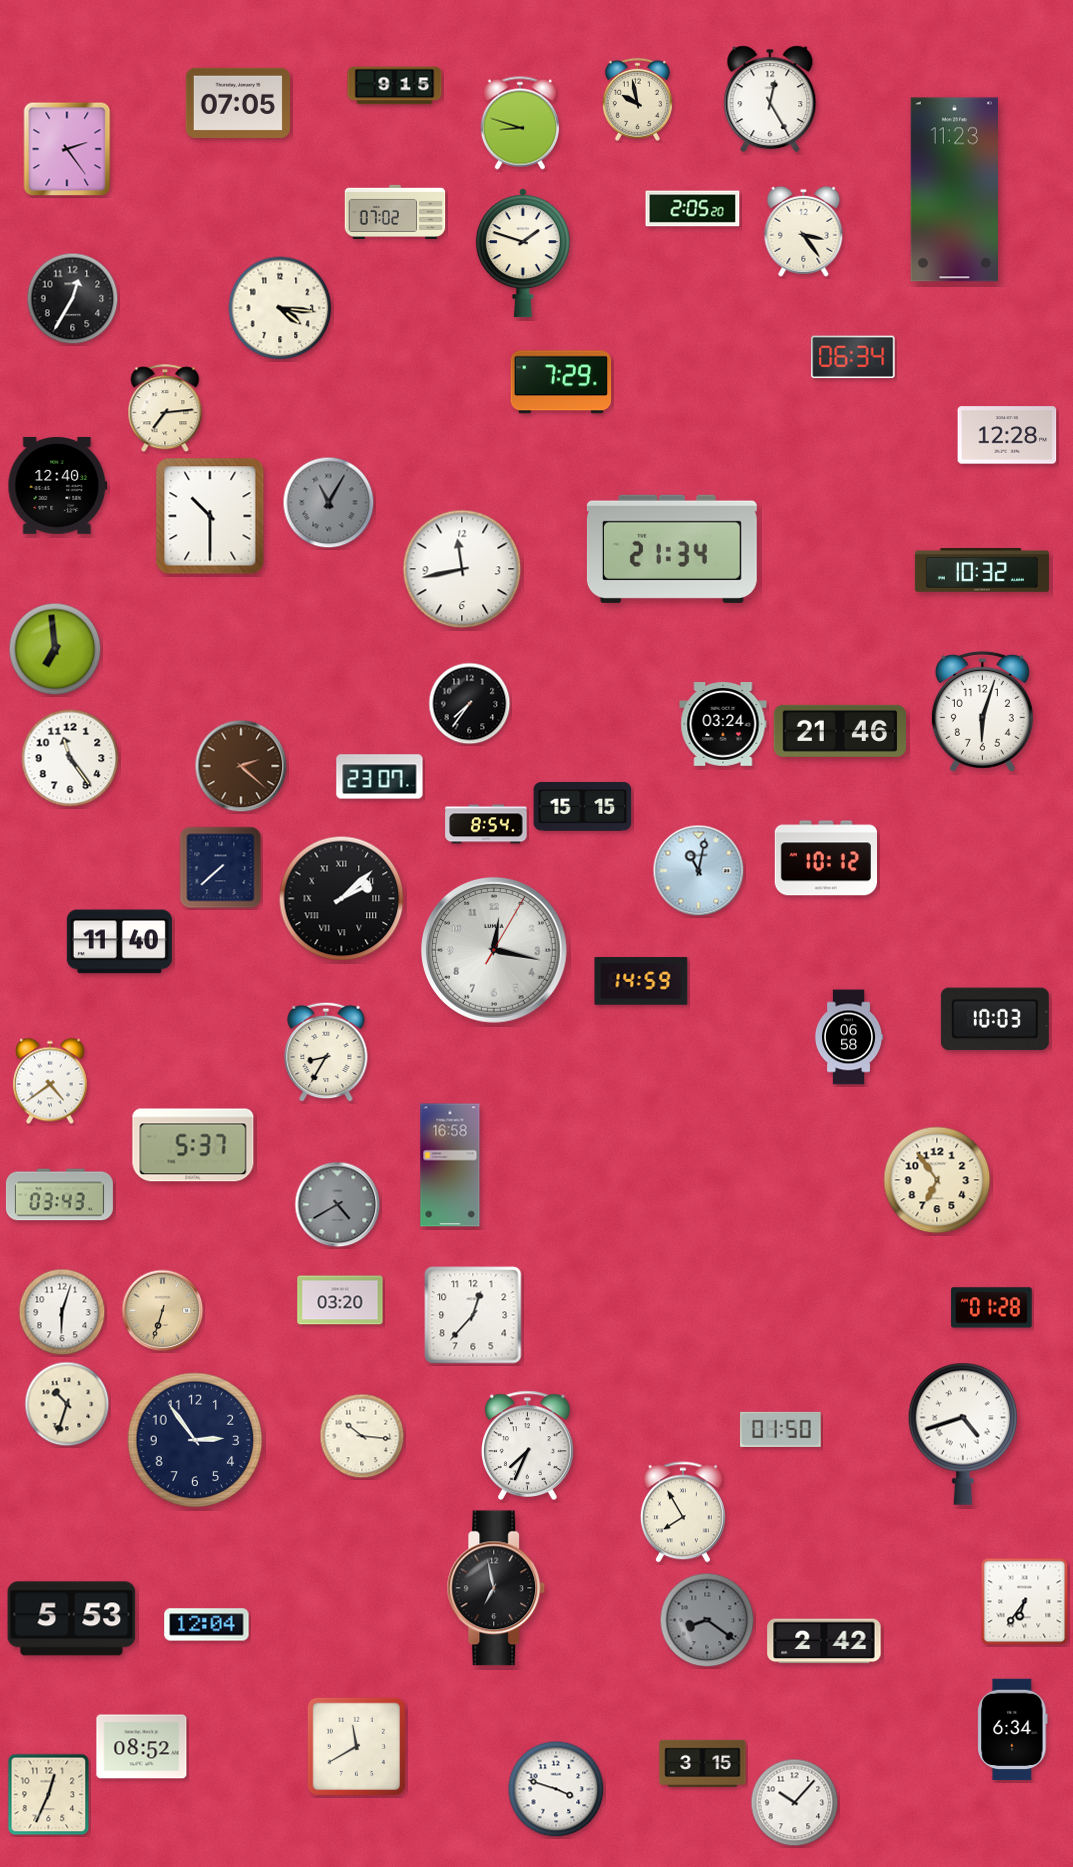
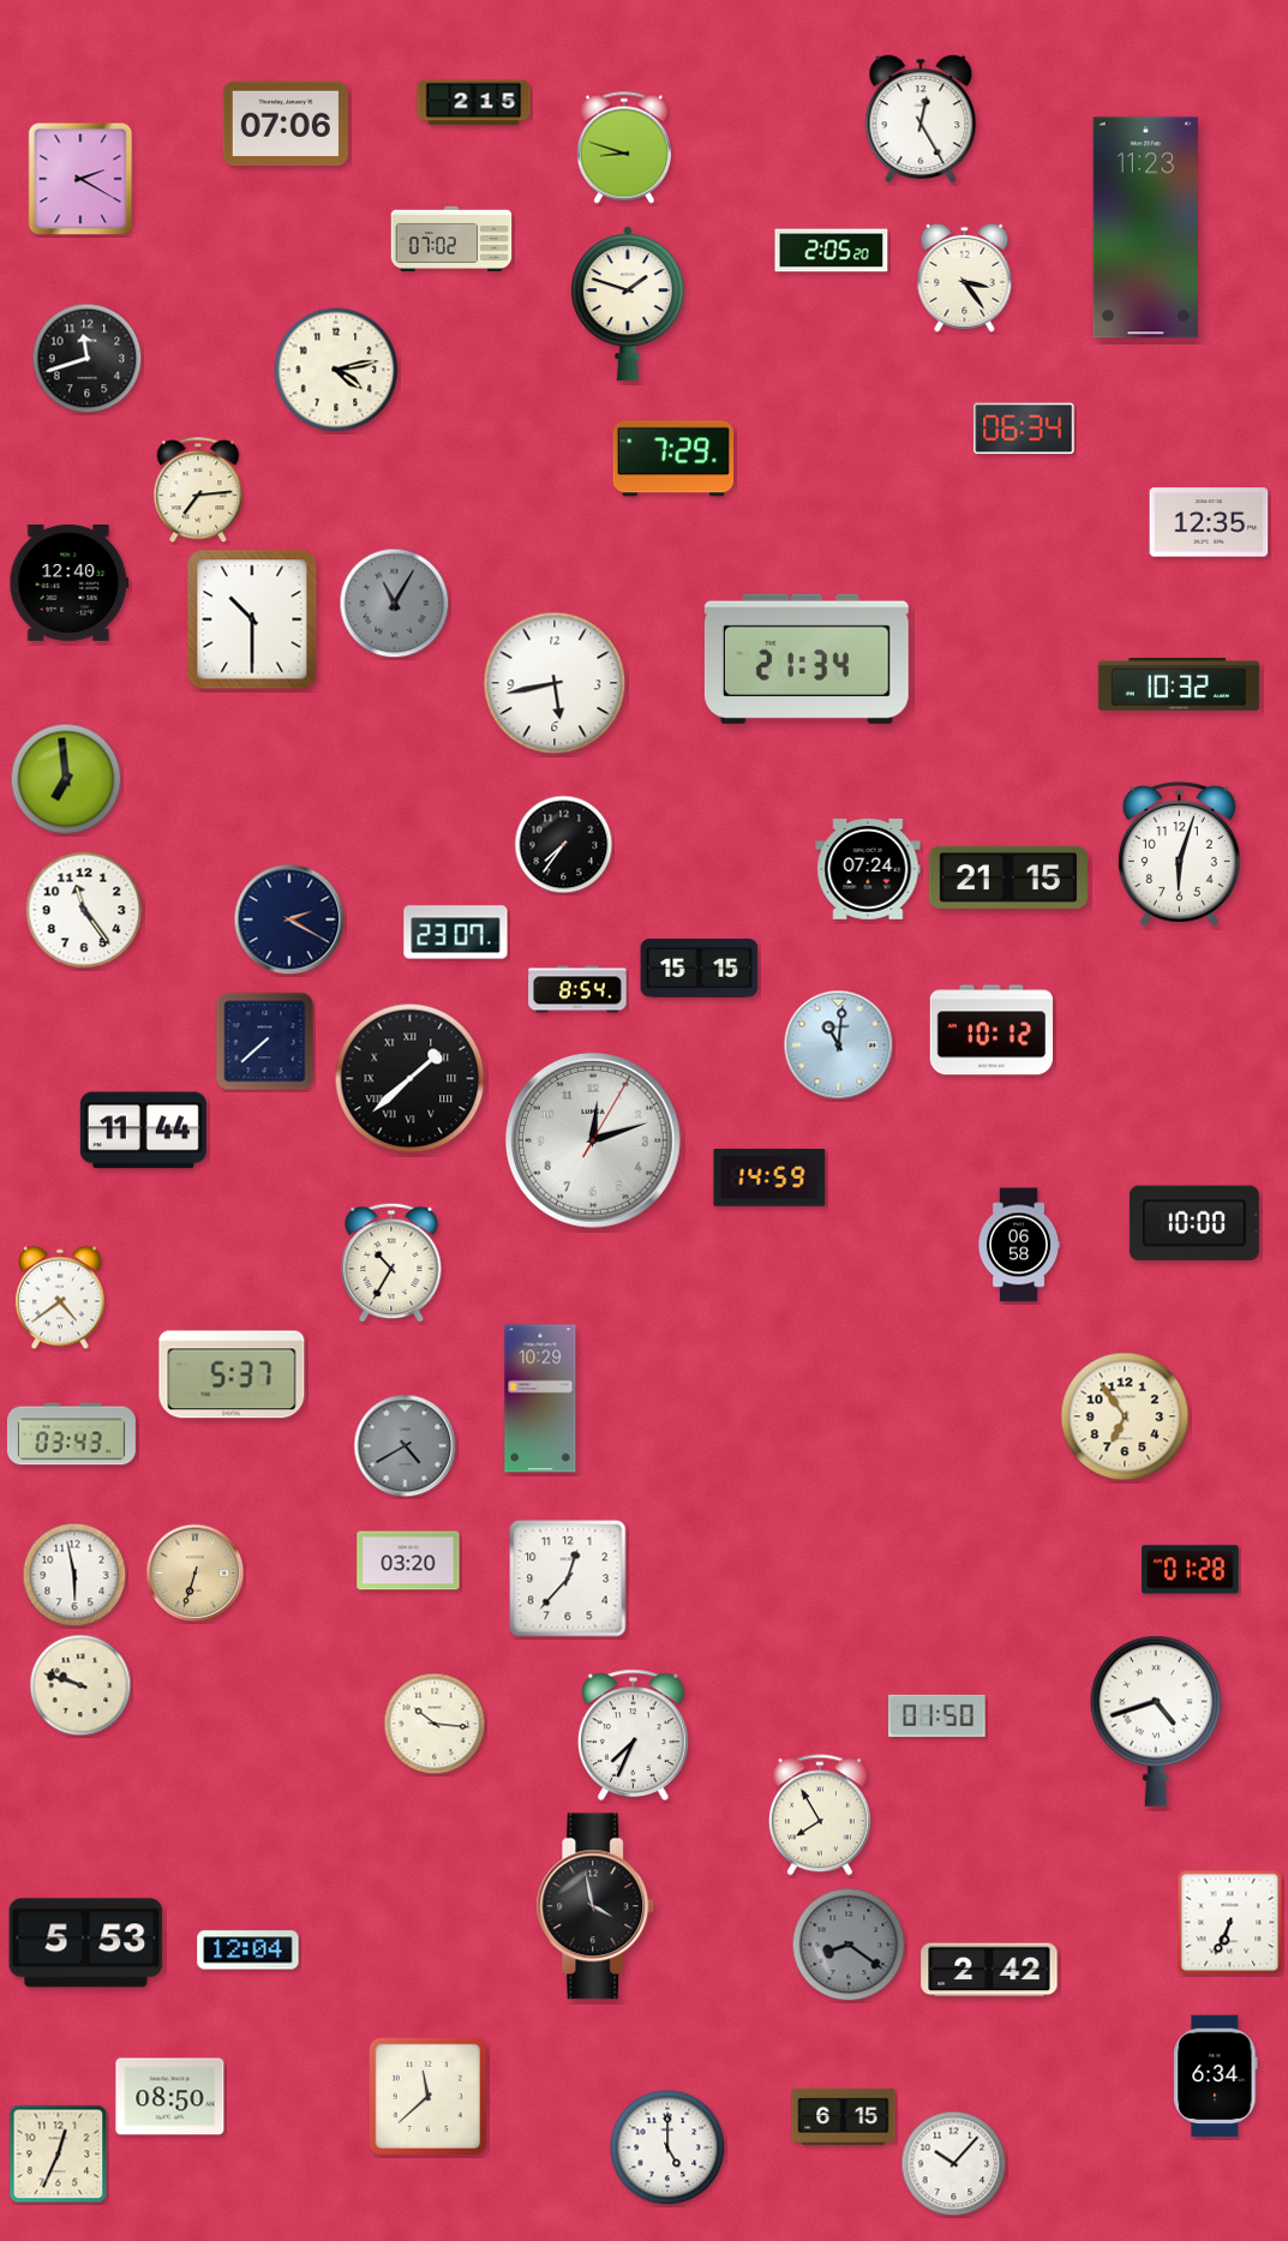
clock at (395, 86): 9:15 -> 2:15
clock at (637, 99): 9:58 -> none
clock at (770, 99) position: (770, 99) -> (921, 119)
clock at (238, 102): 07:05 -> 07:06
clock at (67, 149): 2:24 -> 2:20
clock at (395, 211) position: (395, 211) -> (451, 238)
clock at (73, 299): 12:35 -> 11:42
clock at (280, 308): 4:16 -> 4:13
clock at (1007, 435): 12:28 -> 12:35
clock at (462, 569): 11:43 -> 5:43
clock at (723, 725): 03:24 -> 07:24
clock at (839, 731): 21:46 -> 21:15
clock at (241, 766): 2:22 -> 2:20
clock at (241, 766) dial: brown -> navy
clock at (486, 824) position: (486, 824) -> (577, 989)
clock at (699, 871): 11:02 -> 11:01
clock at (342, 899): 2:08 -> 1:38
clock at (119, 942): 11:40 -> 11:44
clock at (495, 951): 12:17 -> 12:12
clock at (995, 1019): 10:03 -> 10:00
clock at (326, 1052): 8:35 -> 10:35
clock at (450, 1165): 16:58 -> 10:29
clock at (62, 1312): 6:03 -> 5:58
clock at (67, 1404): 10:33 -> 9:48
clock at (195, 1440): 2:54 -> none
clock at (496, 1588): 6:58 -> 3:58
clock at (1025, 1602): 6:36 -> 6:34
clock at (142, 1747): 08:52 -> 08:50
clock at (357, 1747): 11:40 -> 11:38
clock at (703, 1763): 3:15 -> 6:15
clock at (556, 1789): 3:48 -> 5:00
